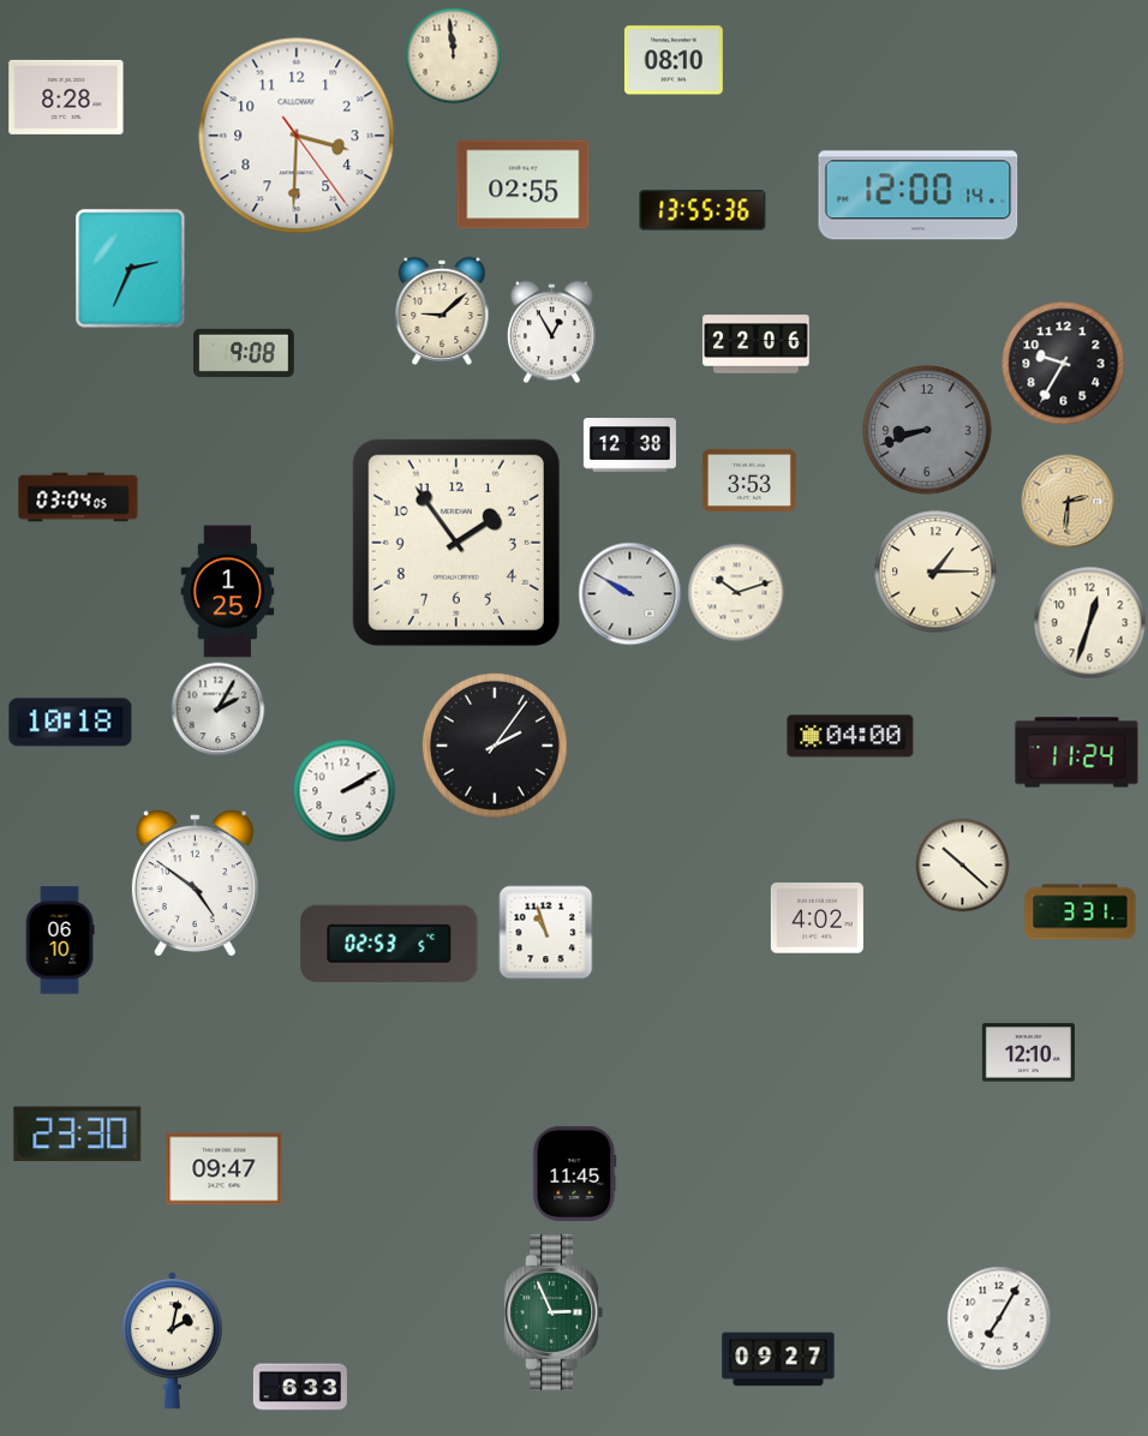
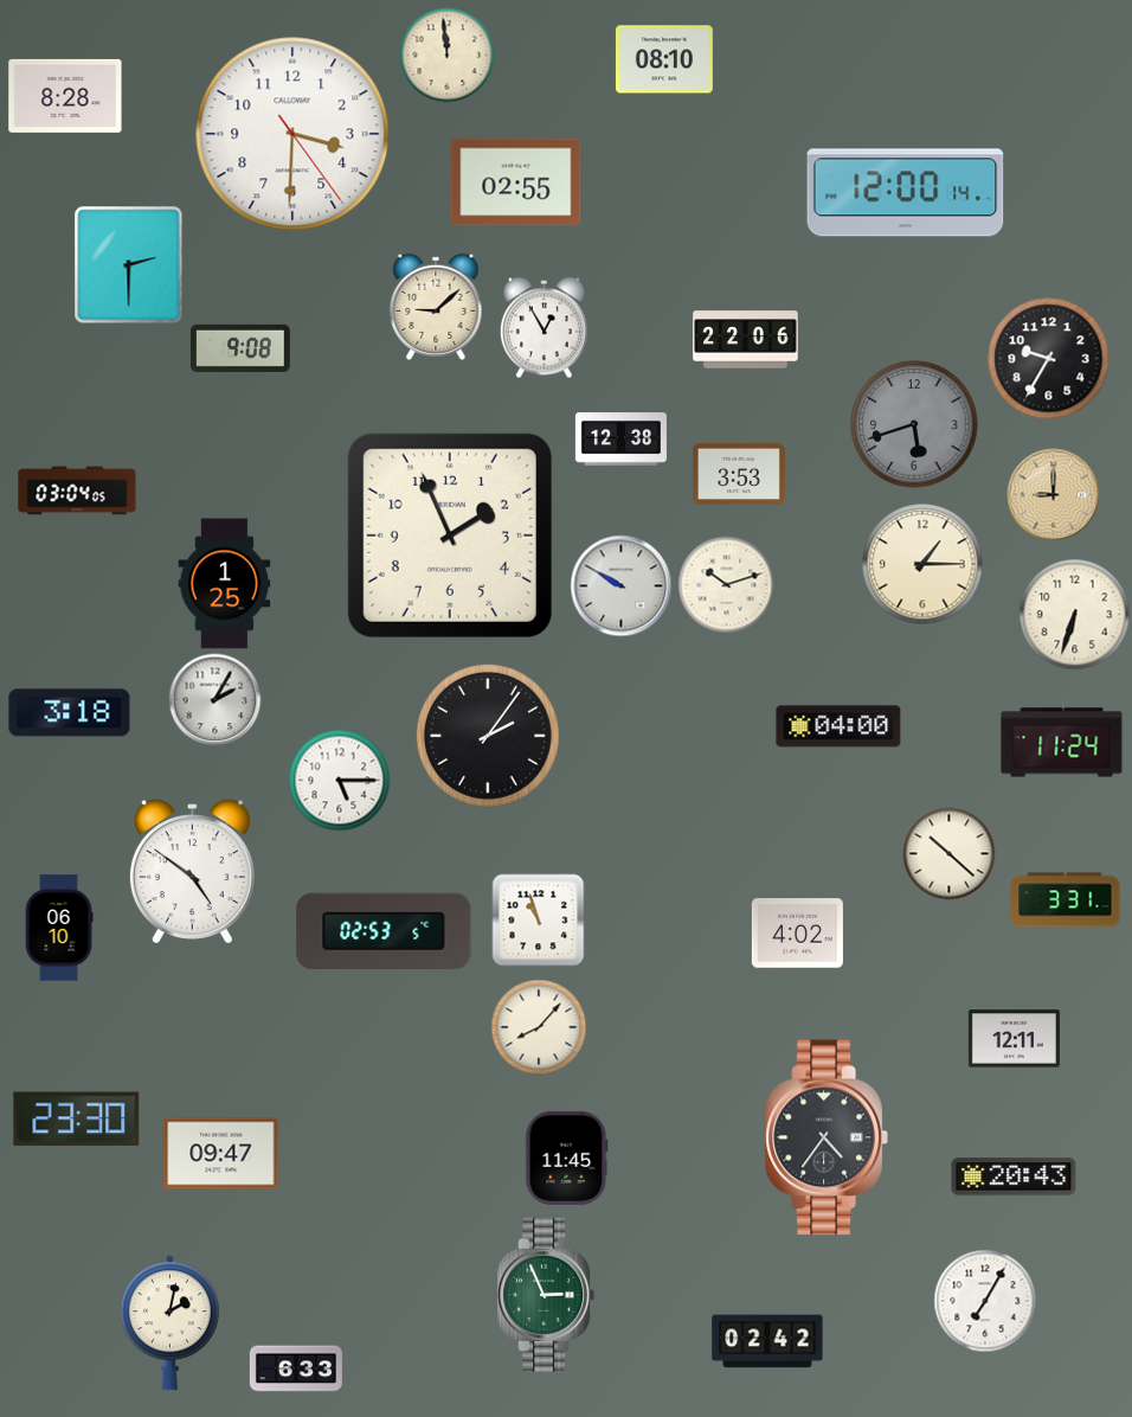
clock at (702, 210): 13:55 -> none
clock at (131, 269): 2:34 -> 2:30
clock at (927, 430): 8:42 -> 5:42
clock at (1068, 501): 2:31 -> 9:00
clock at (456, 543): 1:54 -> 1:56
clock at (1089, 622): 12:33 -> 6:33
clock at (71, 723): 10:18 -> 3:18
clock at (343, 790): 2:10 -> 5:15
clock at (817, 919) position: (817, 919) -> (797, 934)
clock at (539, 1027): none -> 8:07
clock at (1028, 1053): 12:10 -> 12:11
clock at (827, 1137): none -> 4:36
clock at (1014, 1176): none -> 20:43
clock at (778, 1359): 09:27 -> 02:42
